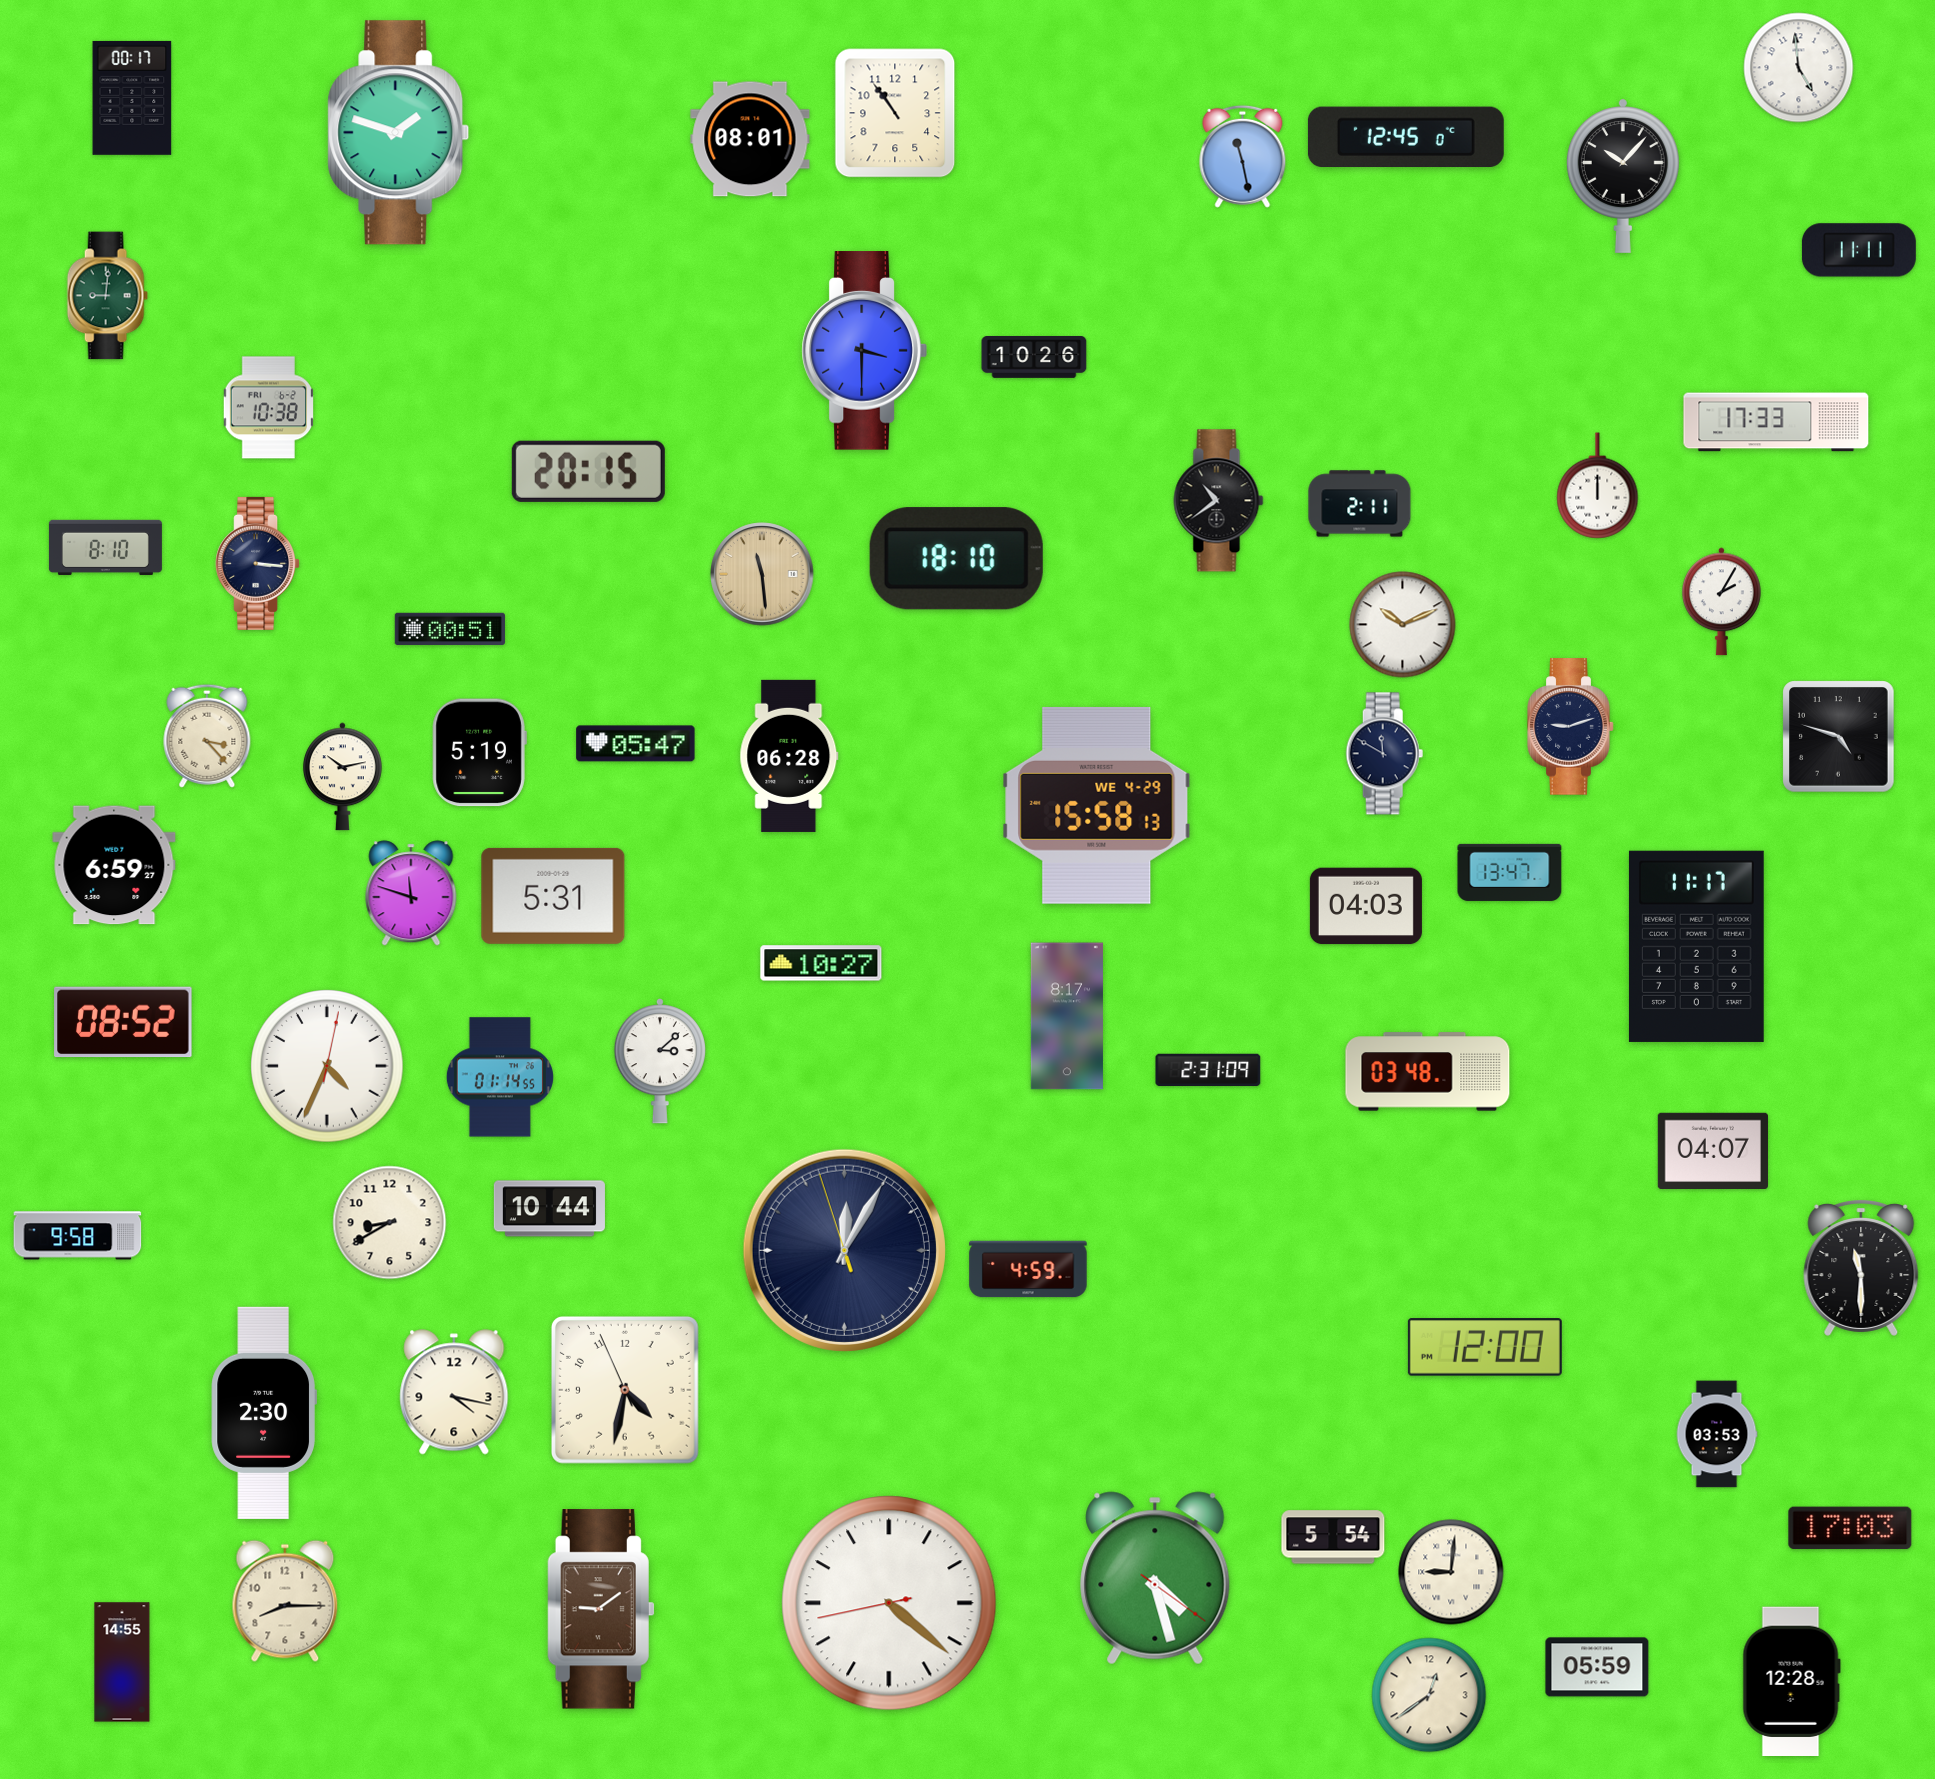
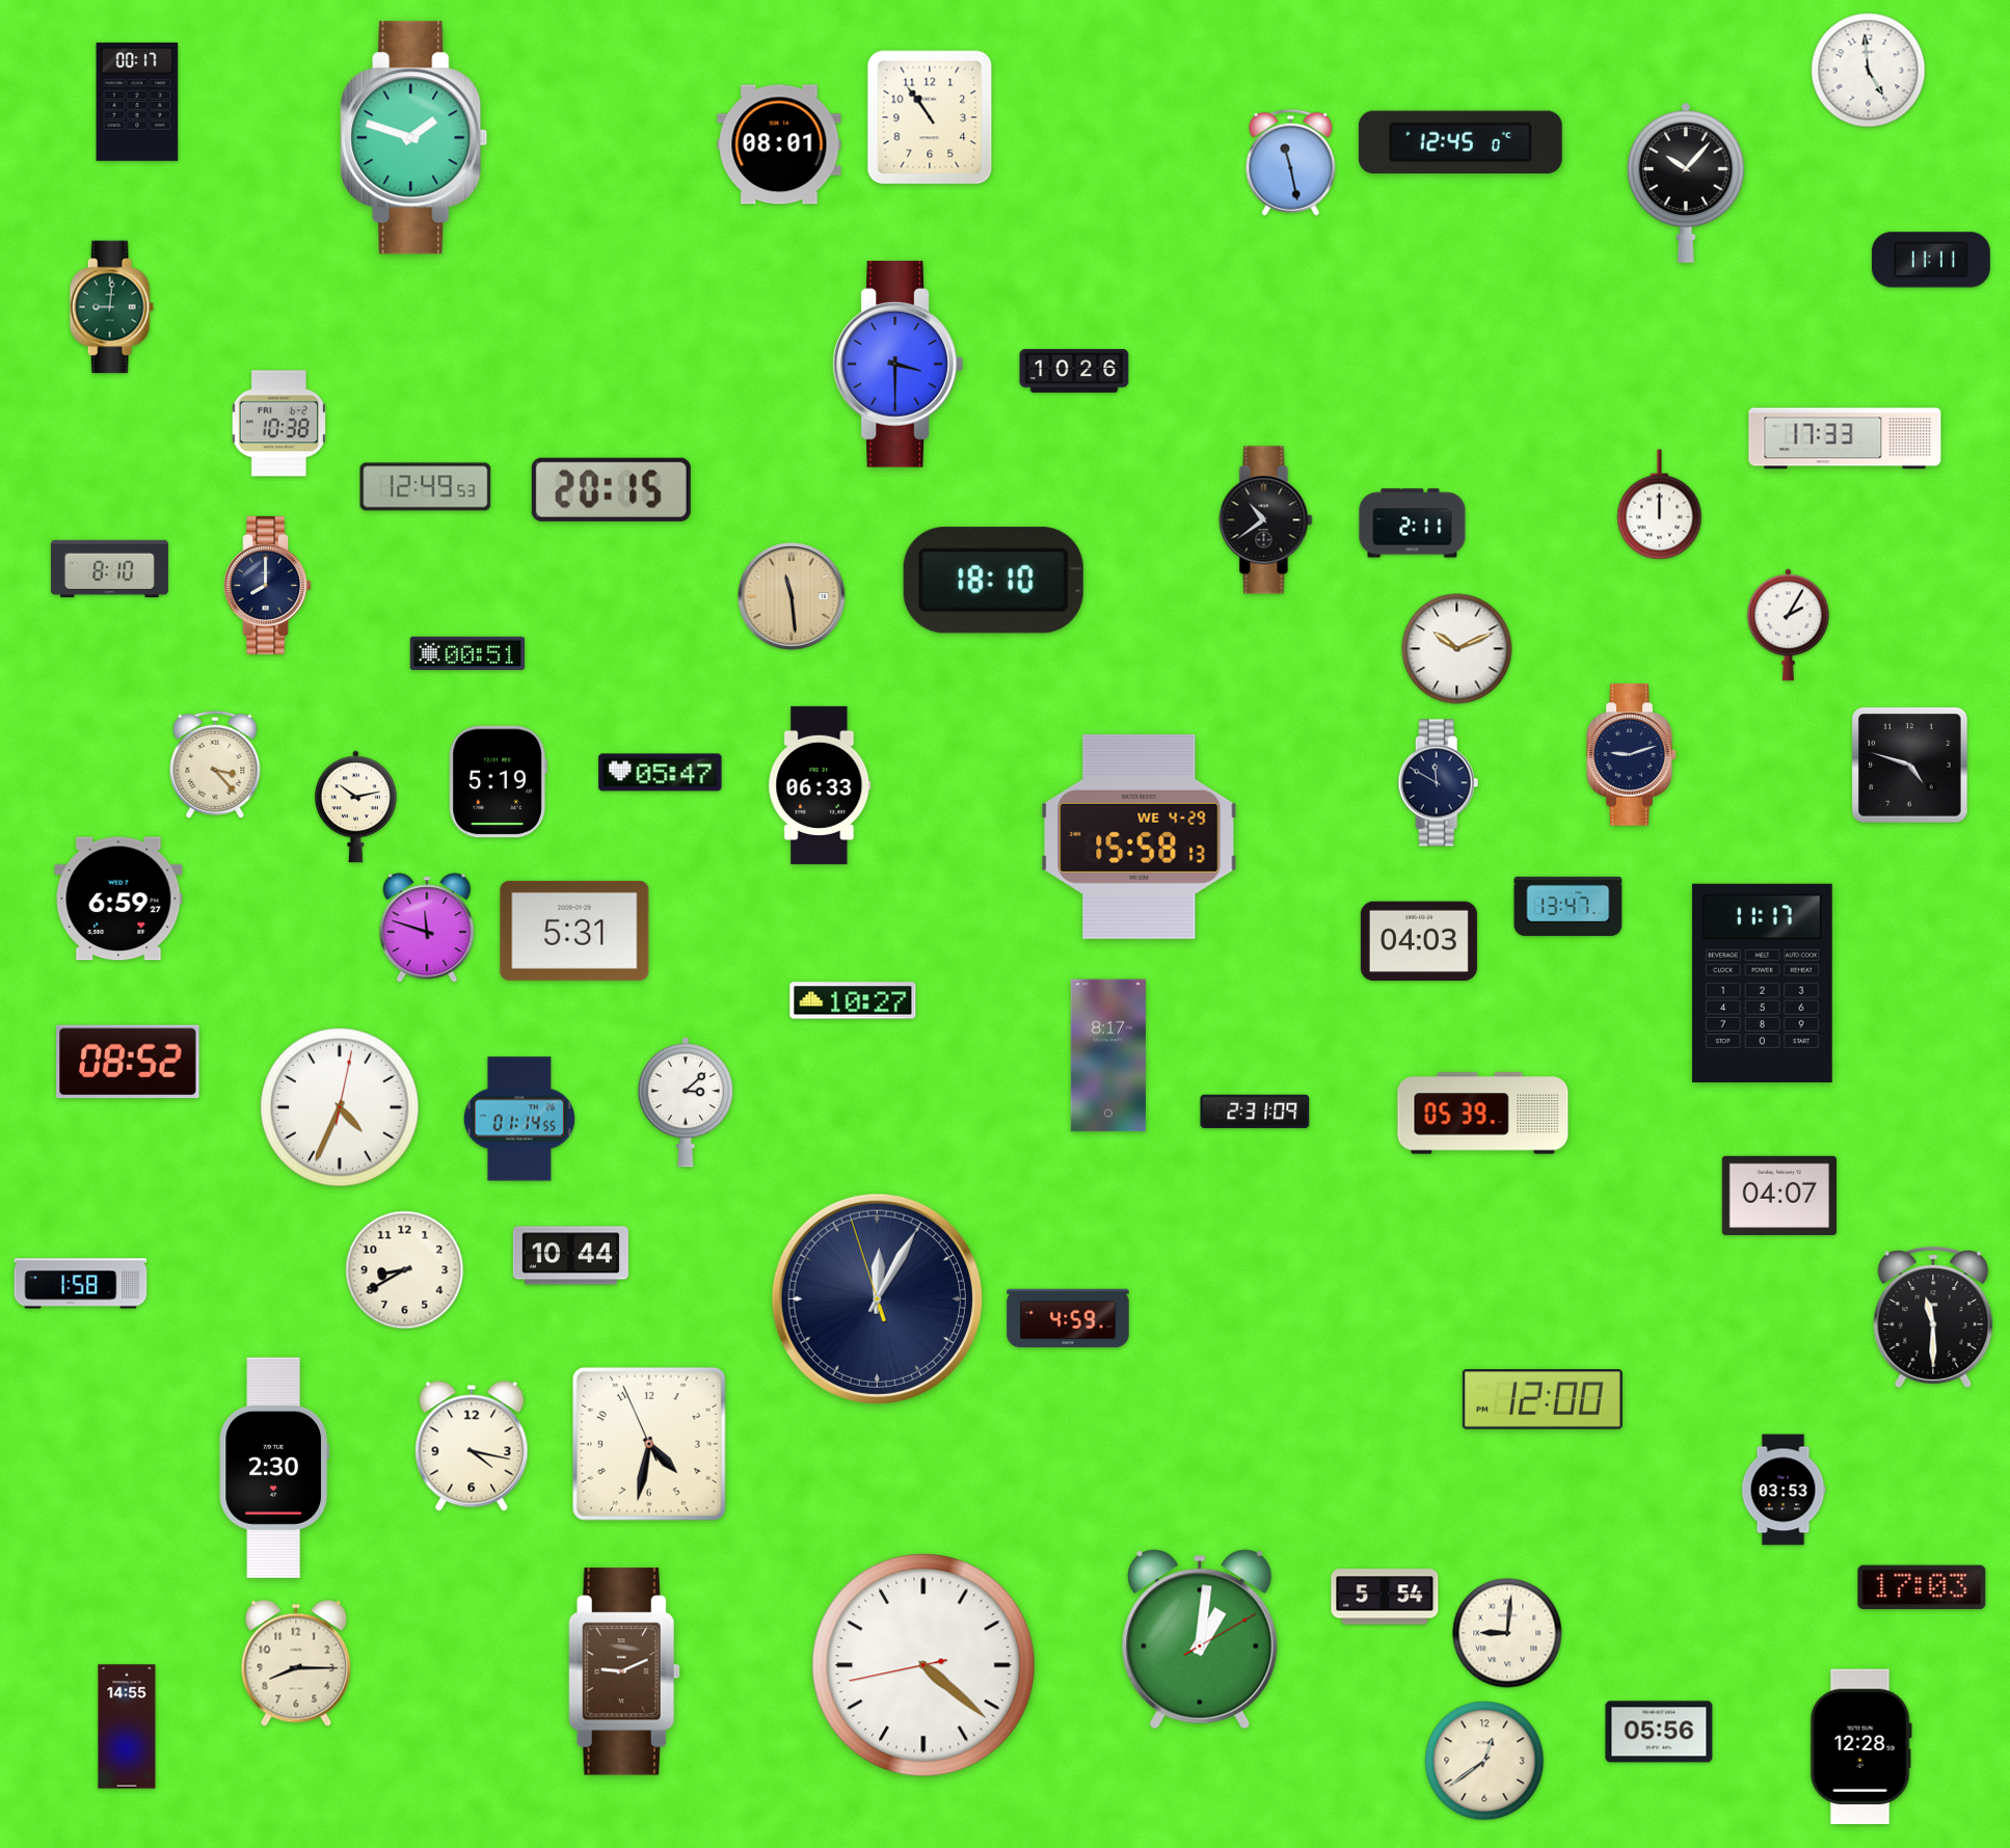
clock at (426, 487): none -> 12:49
clock at (258, 563): 3:16 -> 8:00
clock at (789, 756): 06:28 -> 06:33
clock at (1428, 1072): 03:48 -> 05:39
clock at (78, 1236): 9:58 -> 1:58
clock at (1155, 1578): 4:27 -> 1:01
clock at (601, 1609): 9:09 -> 9:11
clock at (1597, 1667): 05:59 -> 05:56
